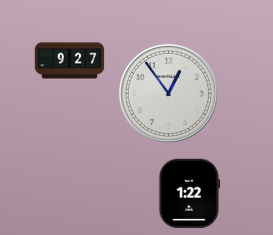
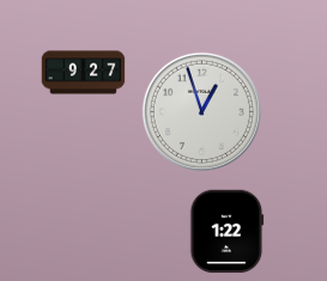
clock at (168, 93): 12:54 -> 12:57
